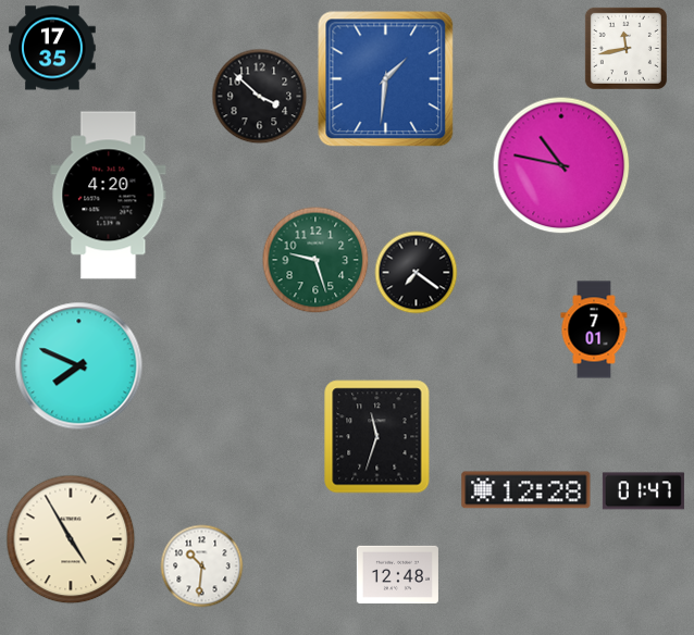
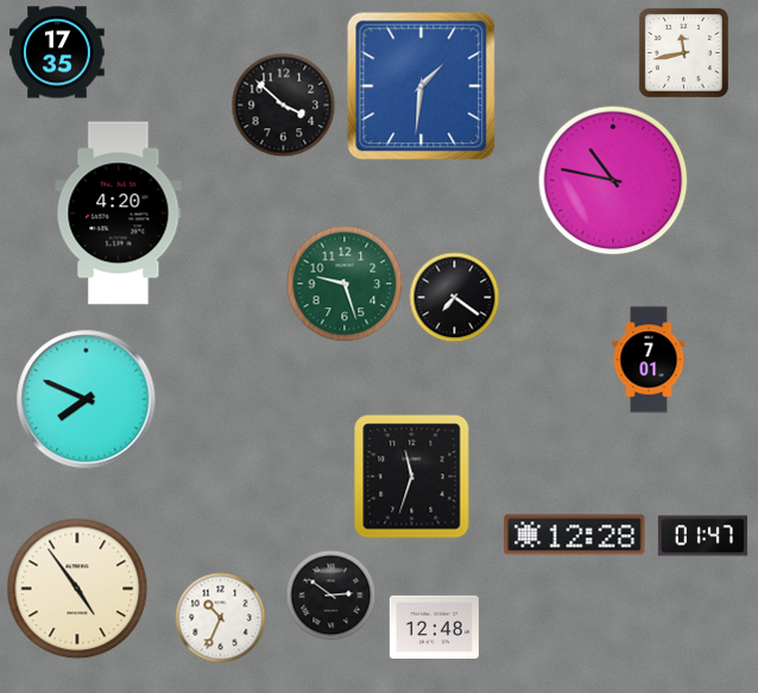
clock at (71, 539): 4:55 -> 4:54
clock at (331, 596): none -> 2:51
clock at (202, 566): 10:31 -> 10:34
